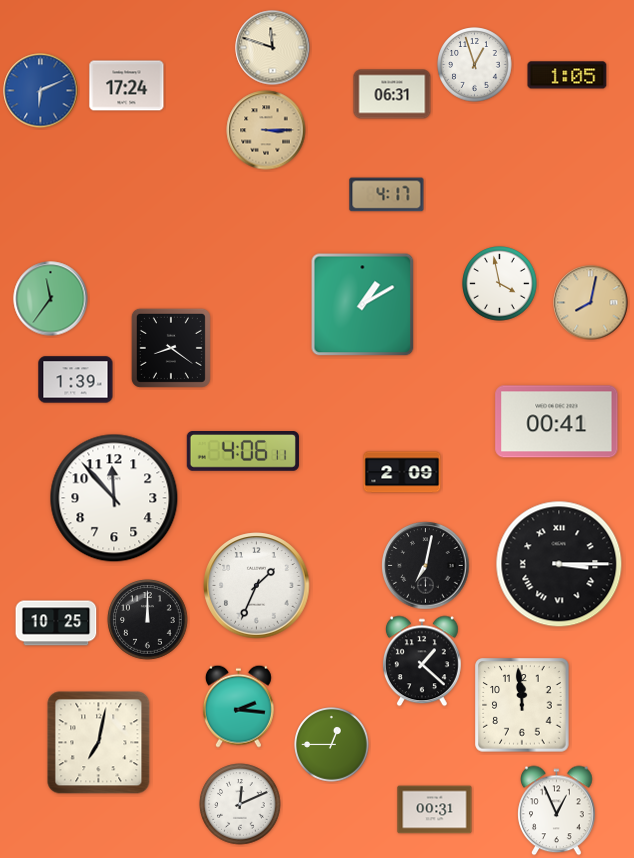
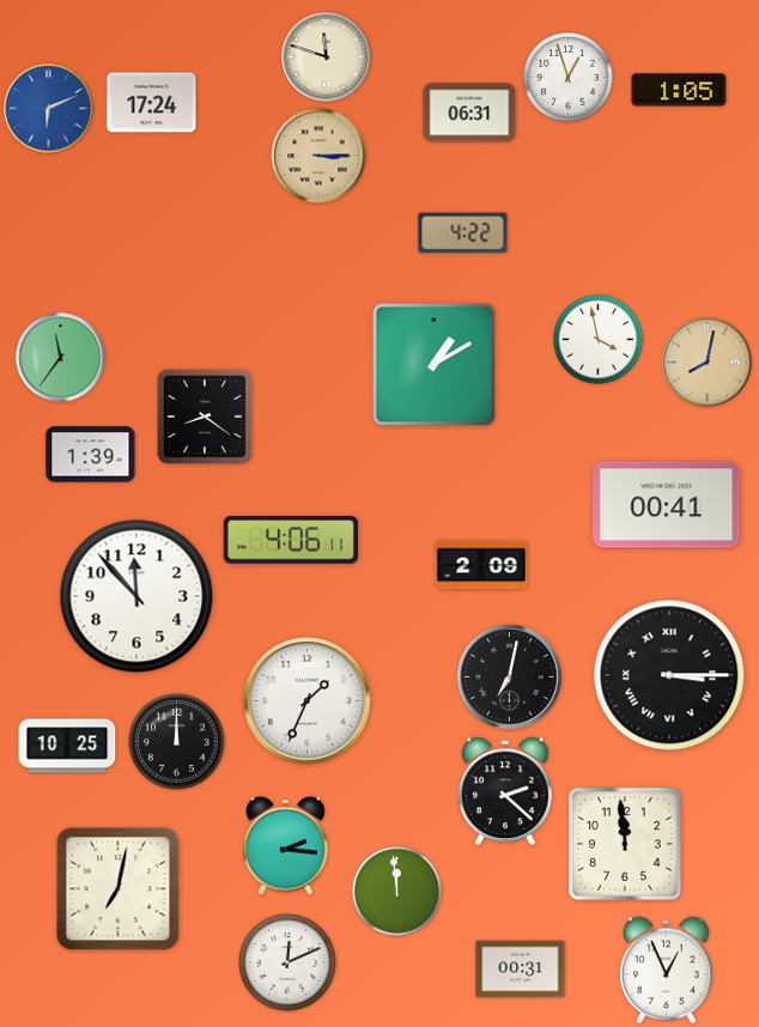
clock at (387, 195): 4:17 -> 4:22
clock at (422, 661): 1:22 -> 2:22
clock at (332, 745): 12:45 -> 11:59
